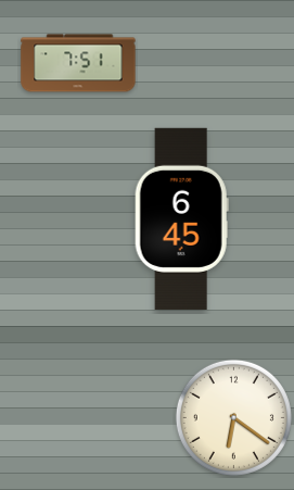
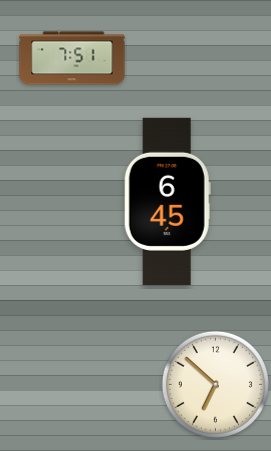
clock at (233, 417): 6:21 -> 6:52
